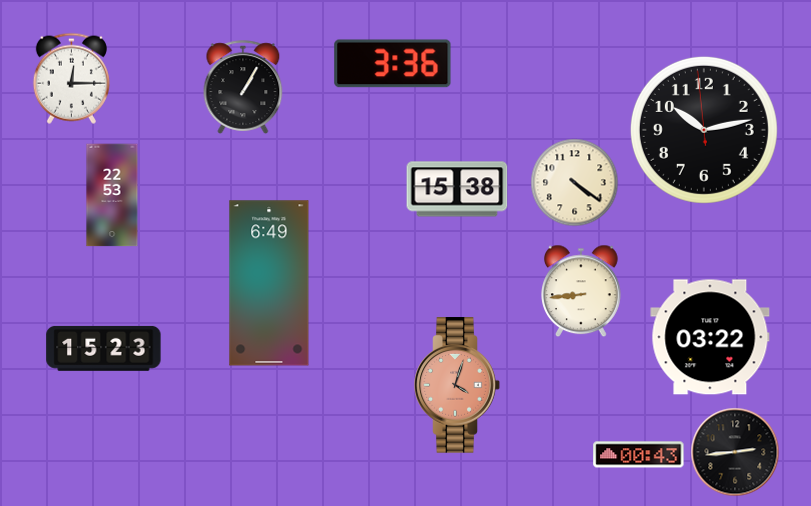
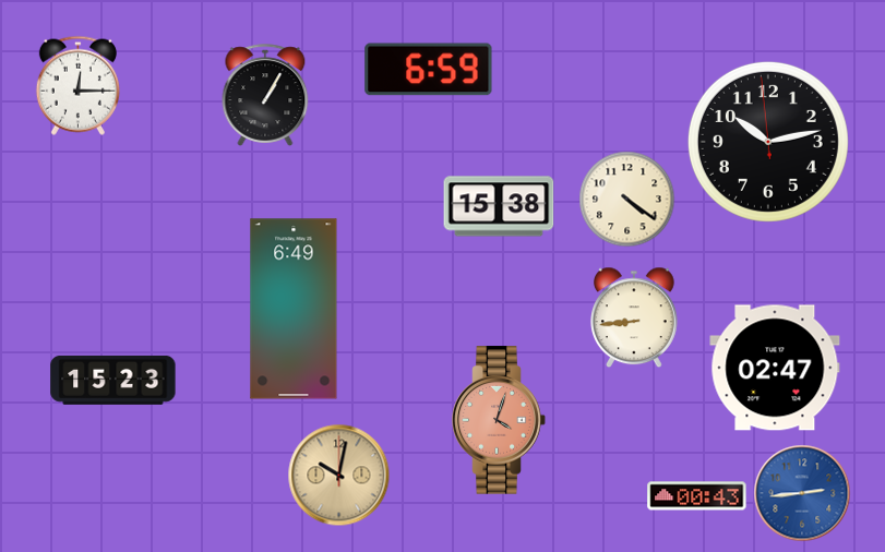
clock at (393, 64): 3:36 -> 6:59
clock at (112, 195): 22:53 -> none
clock at (710, 337): 03:22 -> 02:47
clock at (339, 476): none -> 10:02
clock at (735, 452) dial: black -> blue
